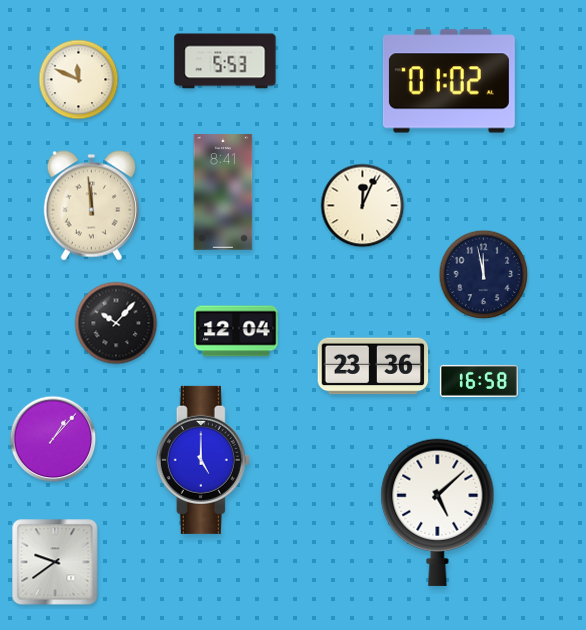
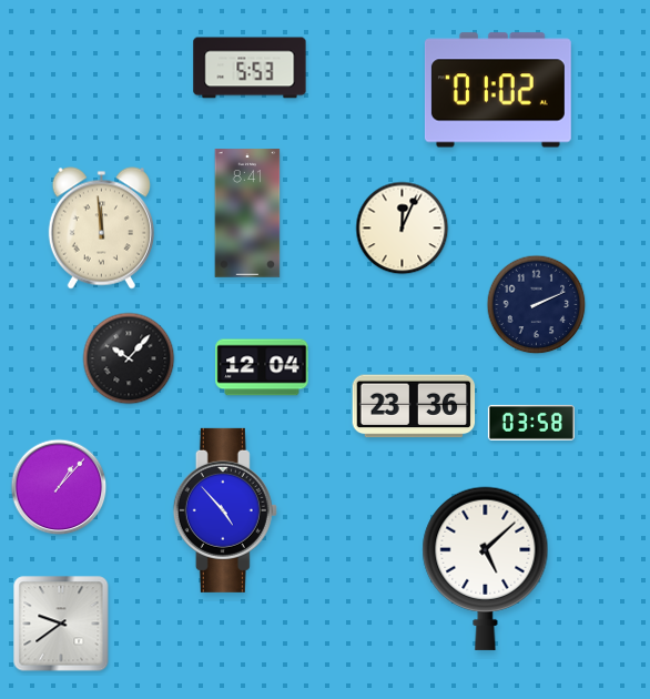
clock at (79, 80): 11:49 -> none
clock at (484, 275): 11:58 -> 2:11
clock at (479, 381): 16:58 -> 03:58
clock at (203, 460): 5:00 -> 4:53
